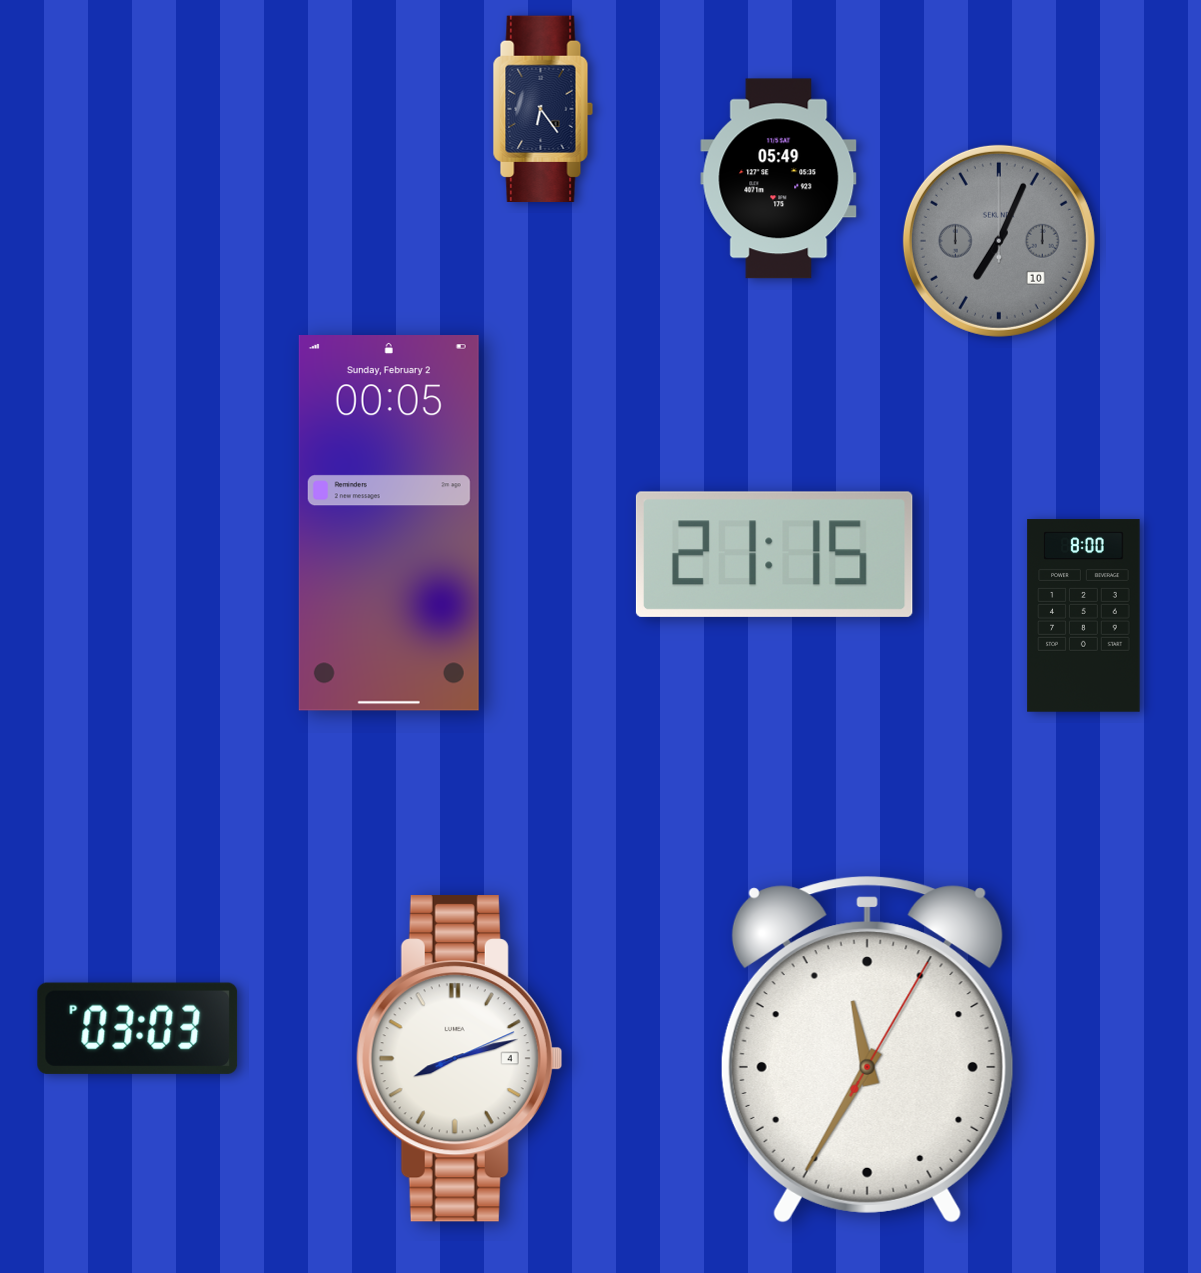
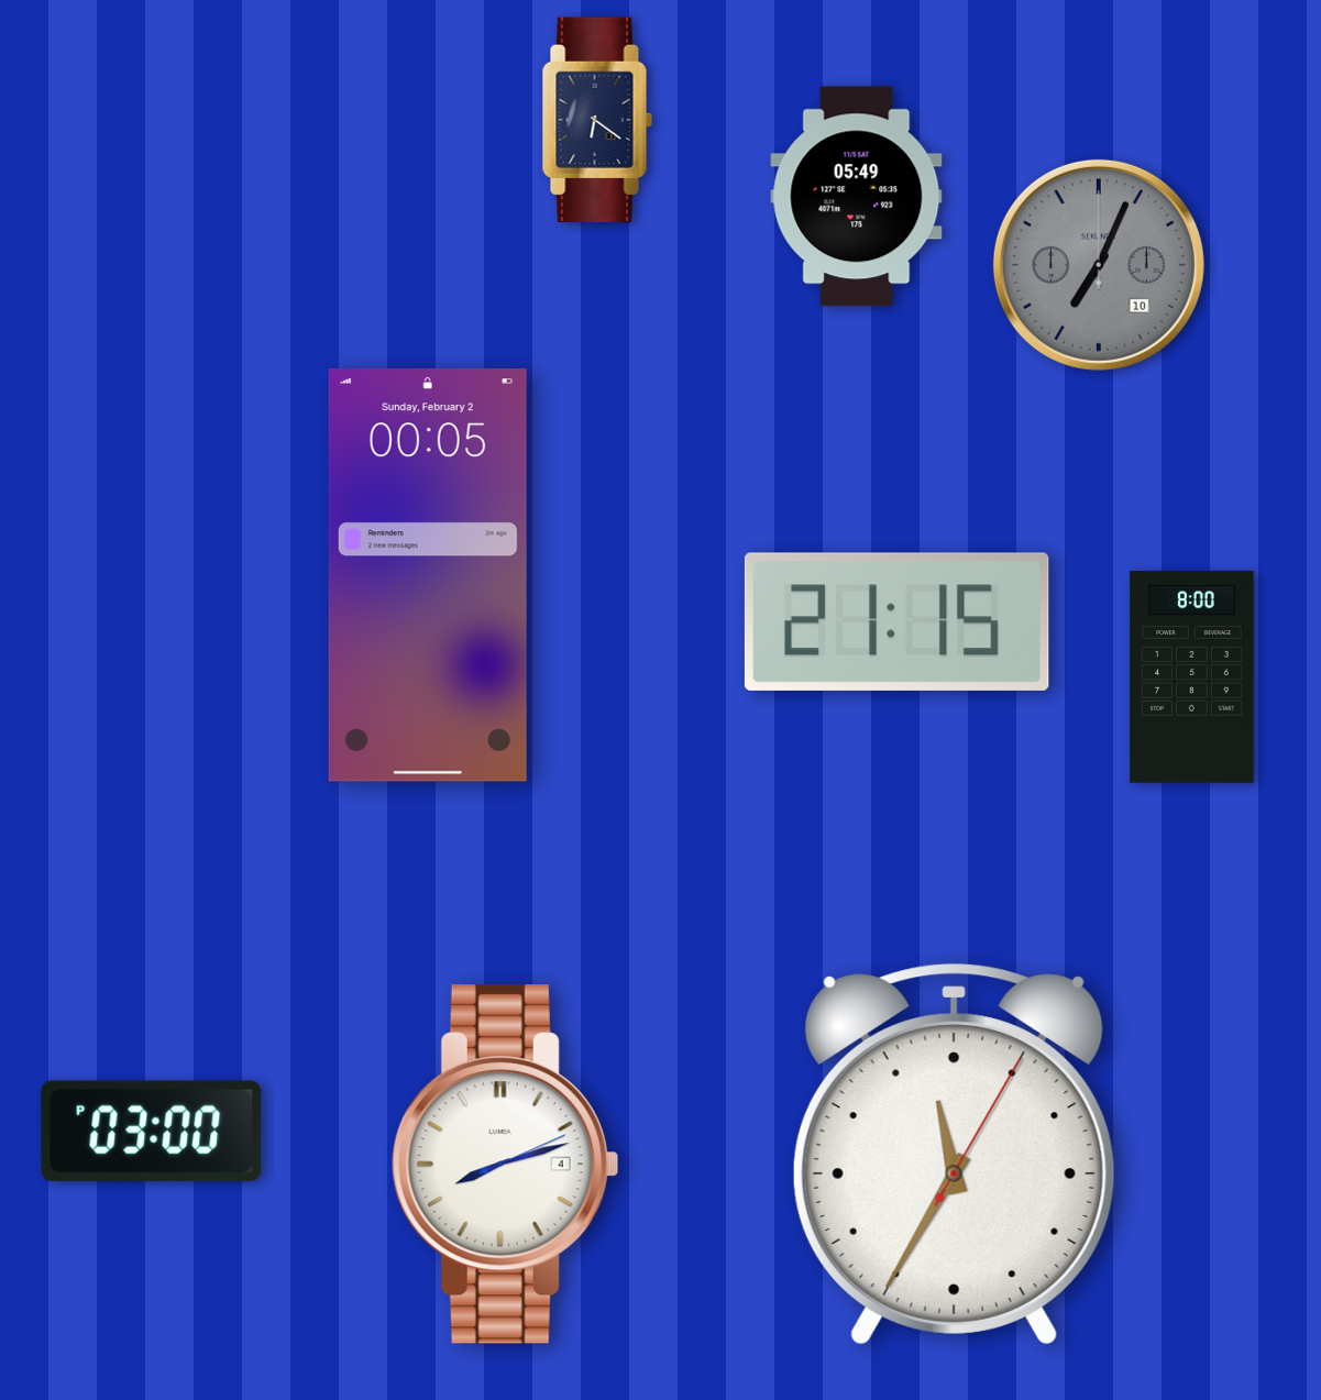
clock at (543, 108): 6:24 -> 6:21
clock at (774, 554) position: (774, 554) -> (896, 621)
clock at (138, 1028): 03:03 -> 03:00
